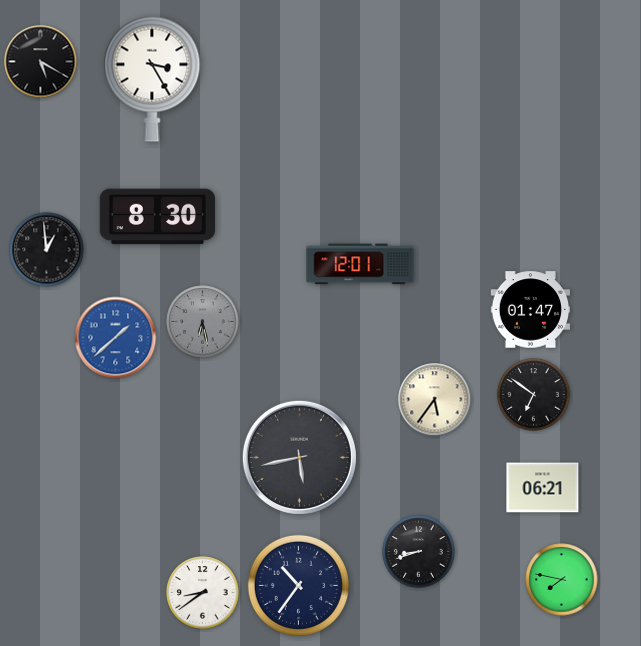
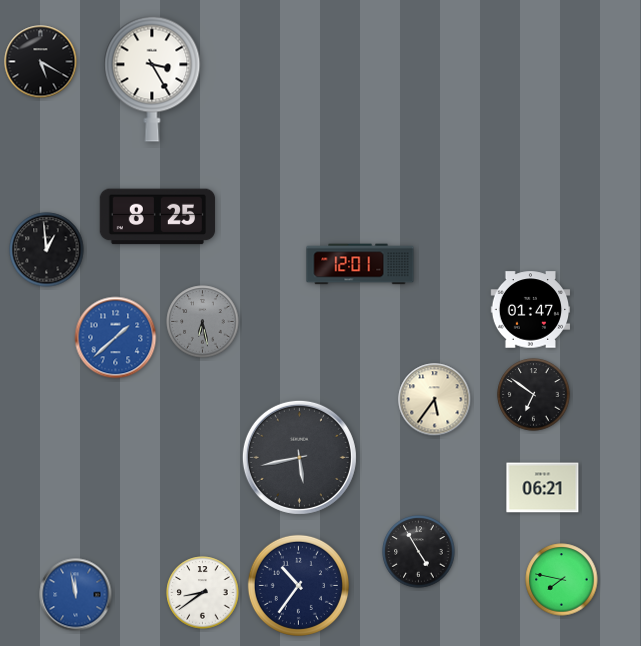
clock at (158, 217): 8:30 -> 8:25
clock at (419, 552): 8:42 -> 4:55
clock at (76, 595): none -> 11:58
